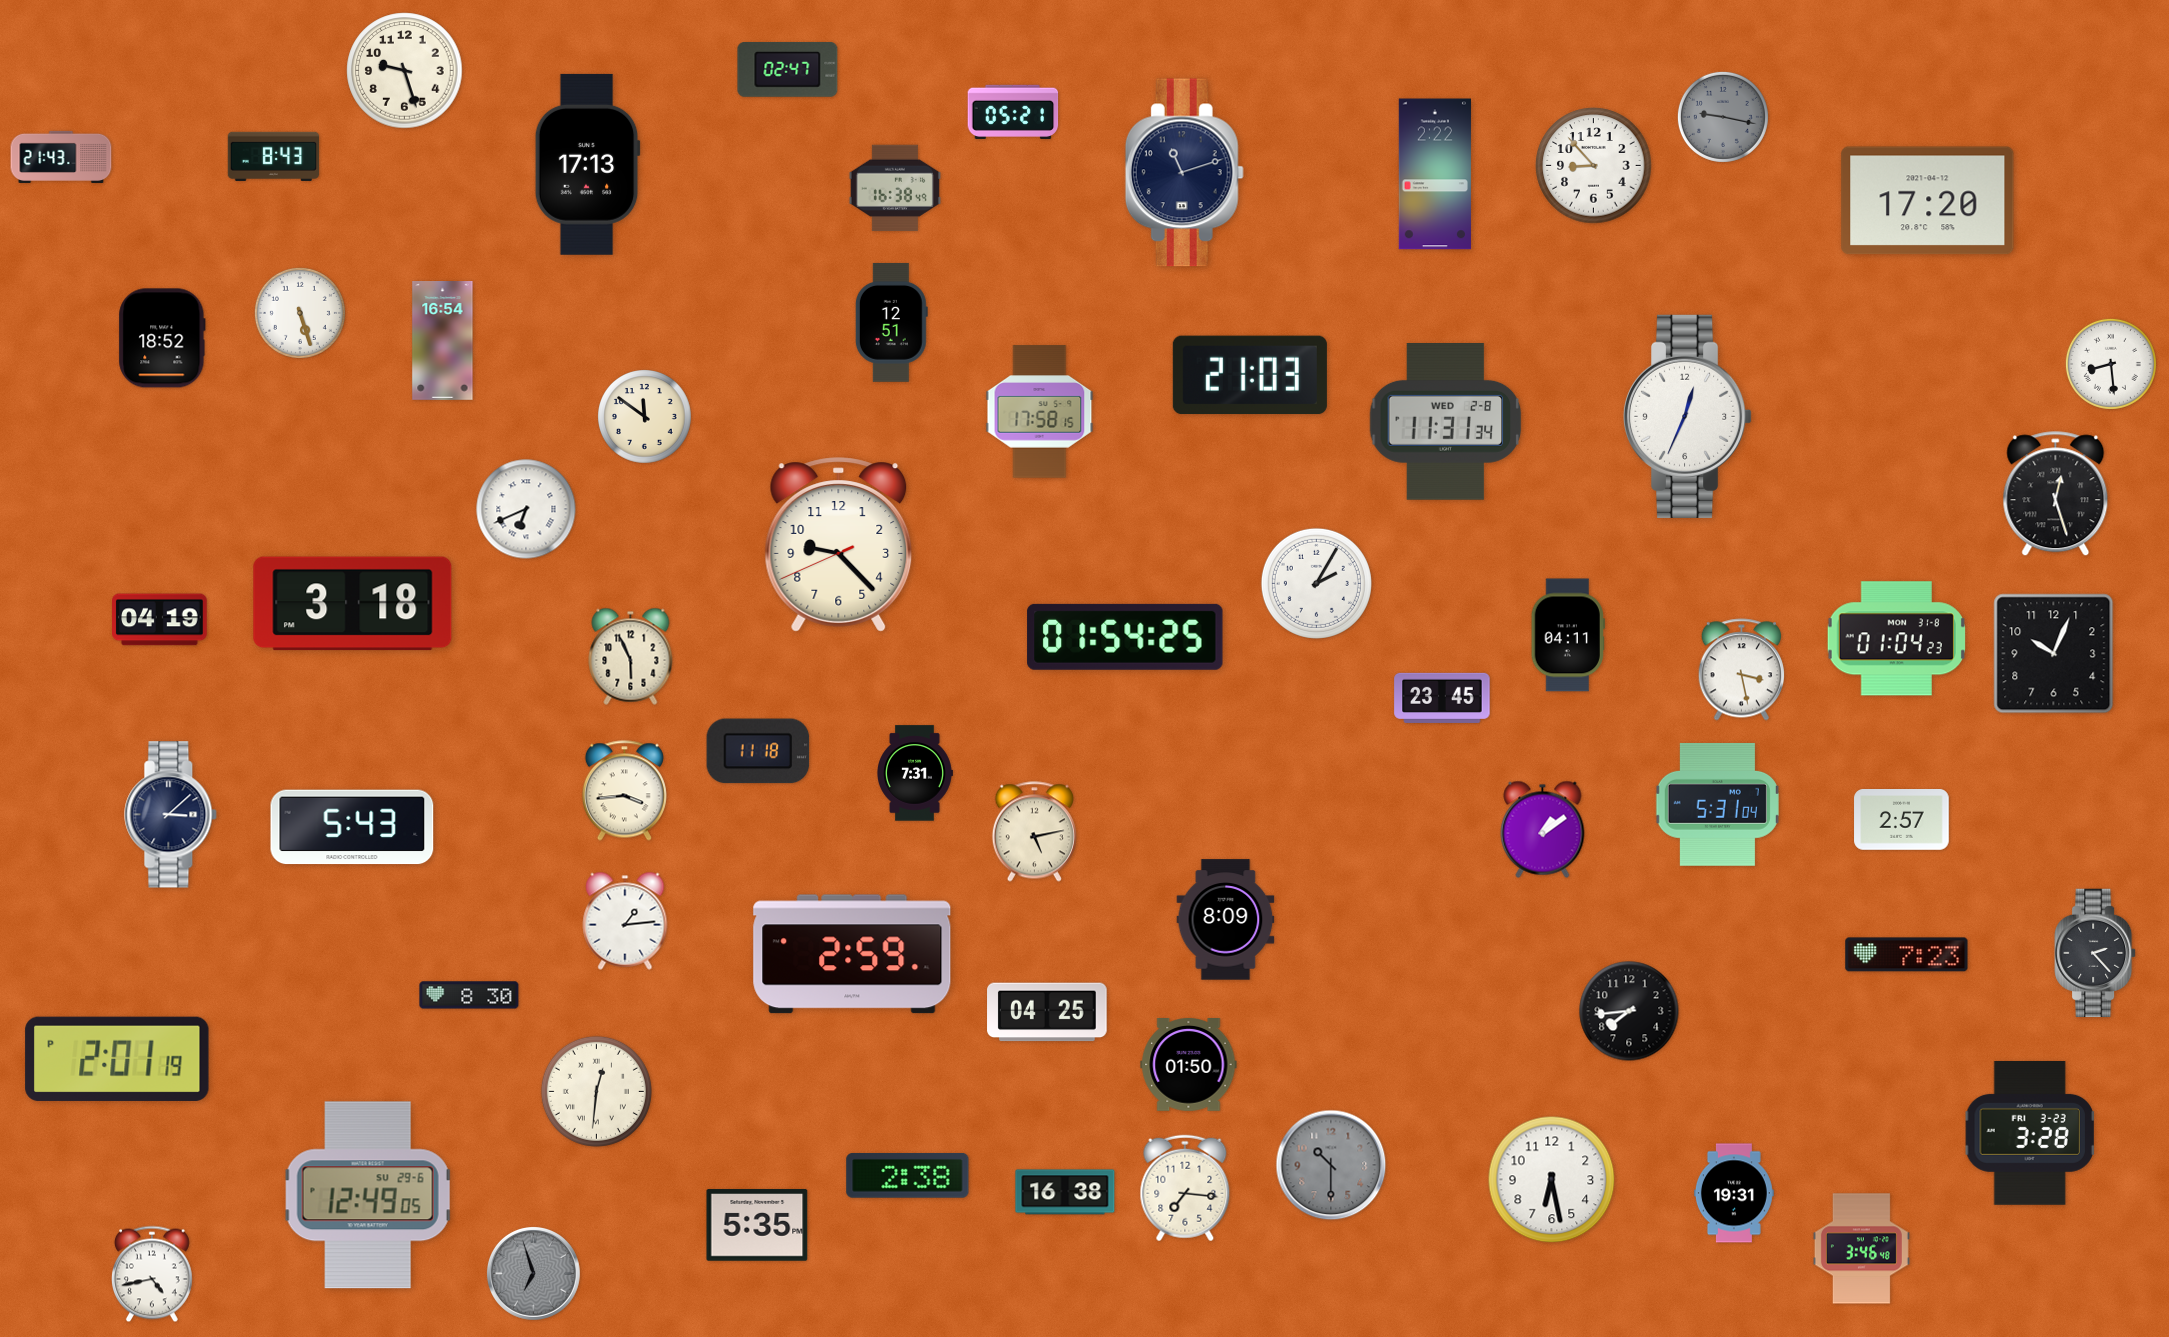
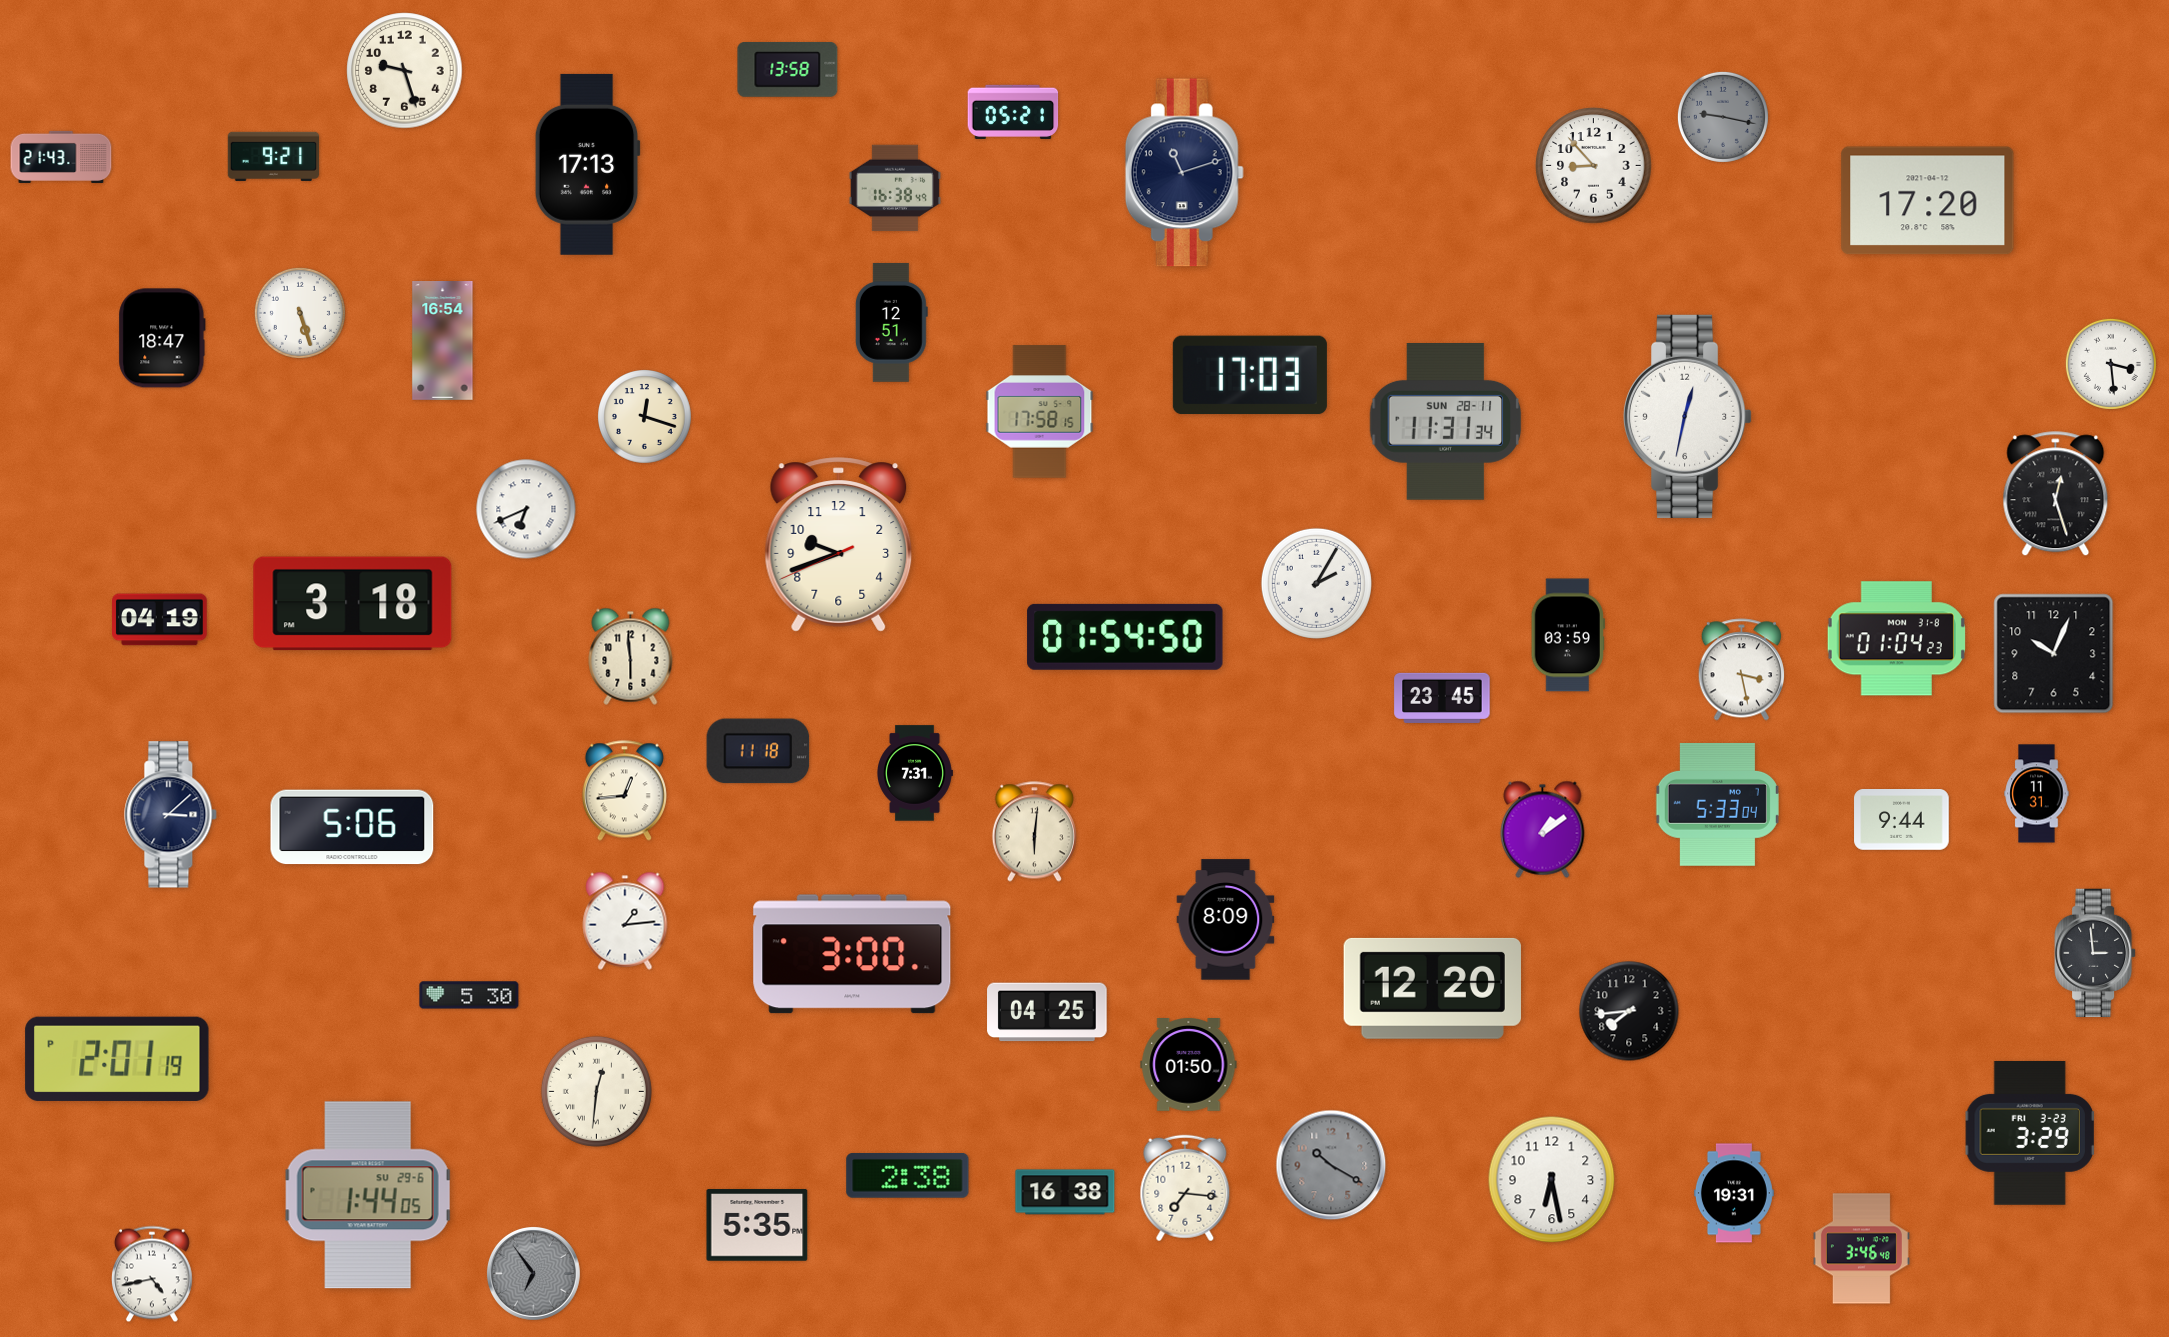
clock at (788, 70): 02:47 -> 13:58
clock at (274, 156): 8:43 -> 9:21
clock at (1435, 174): 2:22 -> none
clock at (162, 338): 18:52 -> 18:47
clock at (2111, 364): 8:29 -> 3:29
clock at (1250, 375): 21:03 -> 17:03
clock at (1688, 416): 12:34 -> 12:32
clock at (645, 417): 11:51 -> 12:18
clock at (1446, 422) date: WED 2-8 -> SUN 28-11
clock at (839, 545): 9:22 -> 9:41
clock at (1568, 635): 04:11 -> 03:59
clock at (1125, 637): 01:54:25 -> 01:54:50
clock at (631, 656): 5:56 -> 5:59
clock at (624, 791): 3:44 -> 12:44
clock at (2037, 794): none -> 11:31
clock at (1717, 805): 5:31 -> 5:33
clock at (1902, 820): 2:57 -> 9:44
clock at (352, 827): 5:43 -> 5:06
clock at (1034, 832): 5:13 -> 6:01
clock at (2095, 953): 2:23 -> 2:59
clock at (852, 954): 2:59 -> 3:00
clock at (1907, 955): 7:23 -> none
clock at (1432, 988): none -> 12:20
clock at (469, 995): 8:30 -> 5:30
clock at (2030, 1133): 3:28 -> 3:29
clock at (1331, 1165): 10:30 -> 10:20
clock at (368, 1195): 12:49 -> 1:44
clock at (533, 1273): 6:57 -> 6:54
